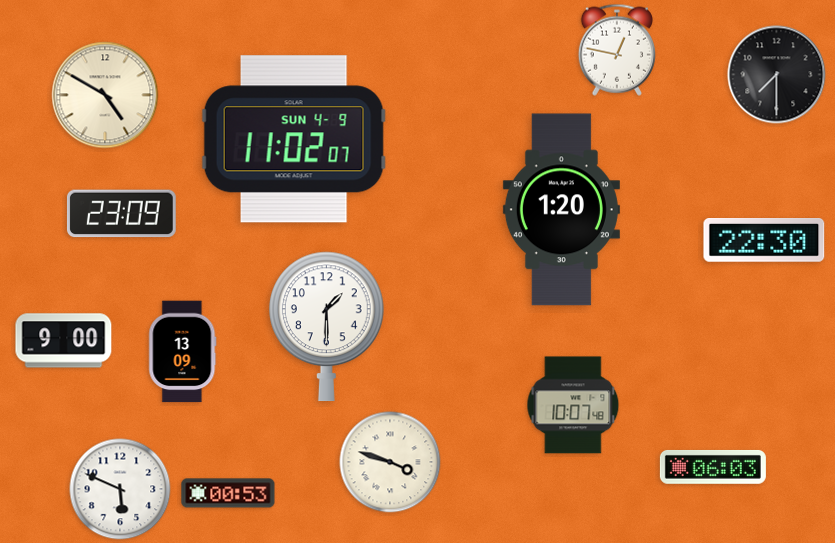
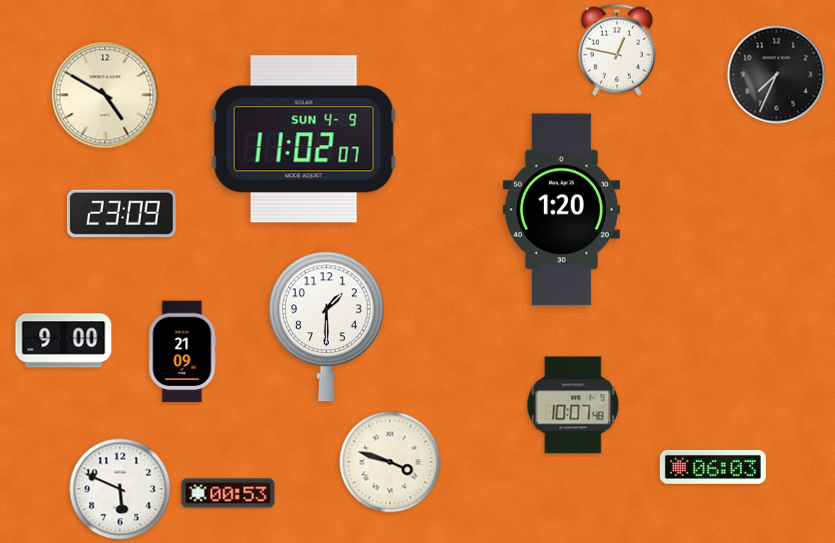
clock at (777, 75): 7:30 -> 7:34
clock at (294, 139) position: (294, 139) -> (304, 139)
clock at (764, 241): 22:30 -> none
clock at (183, 352): 13:09 -> 21:09
